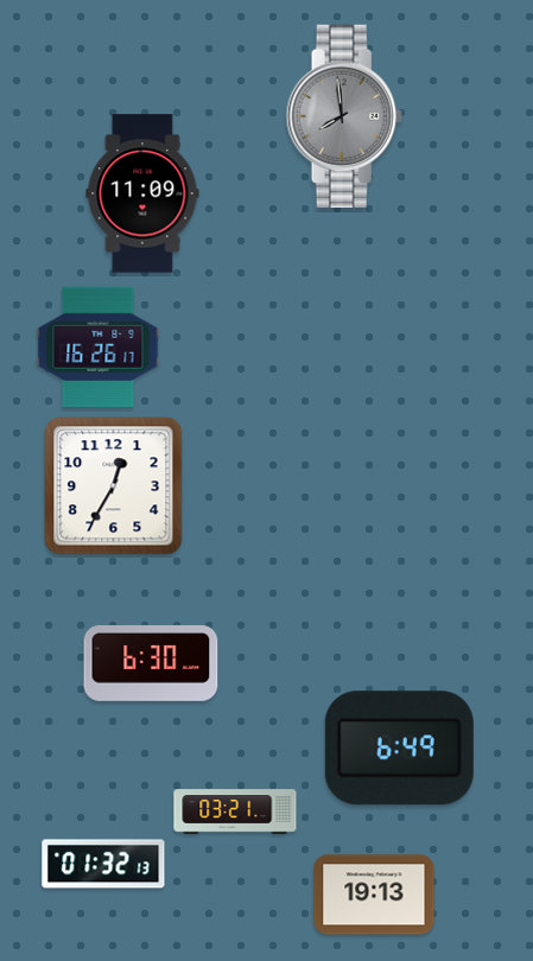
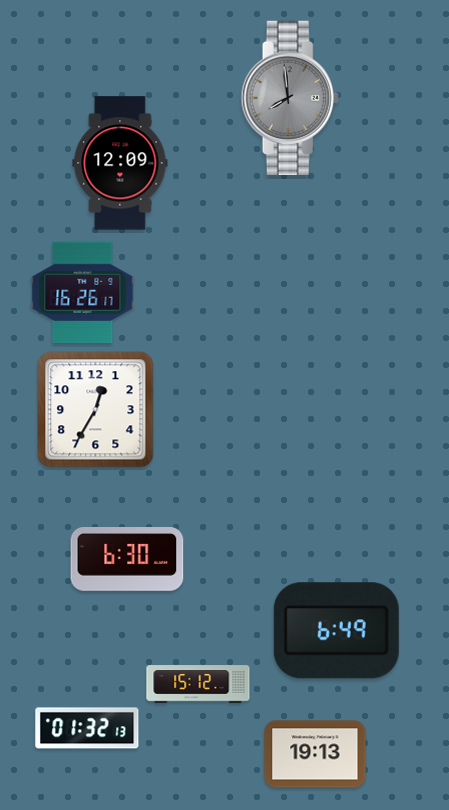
clock at (142, 193): 11:09 -> 12:09
clock at (235, 812): 03:21 -> 15:12
